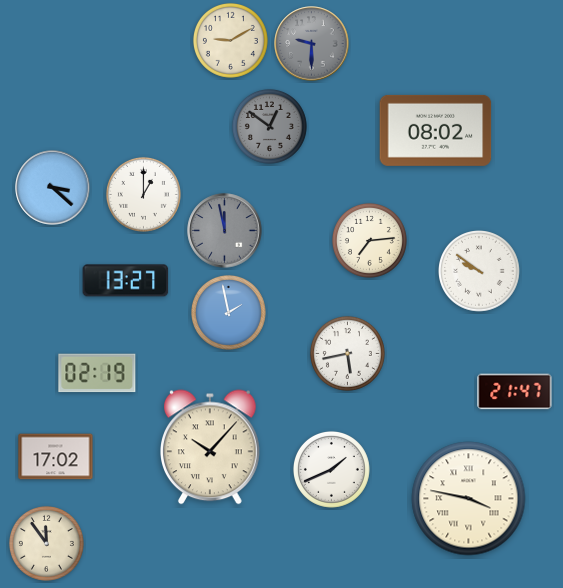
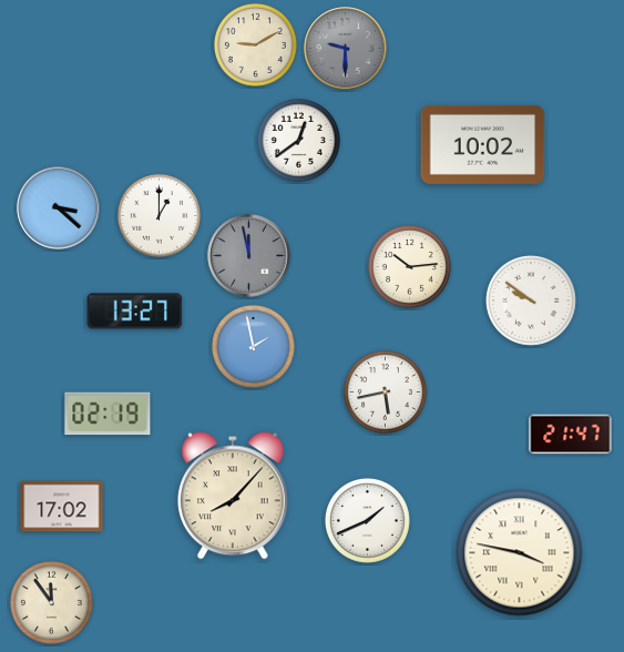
clock at (269, 126): 12:51 -> 12:39
clock at (269, 126) dial: grey -> white
clock at (436, 130): 08:02 -> 10:02
clock at (369, 240): 7:14 -> 10:14
clock at (126, 281) position: (126, 281) -> (135, 312)
clock at (211, 447): 10:07 -> 8:07
